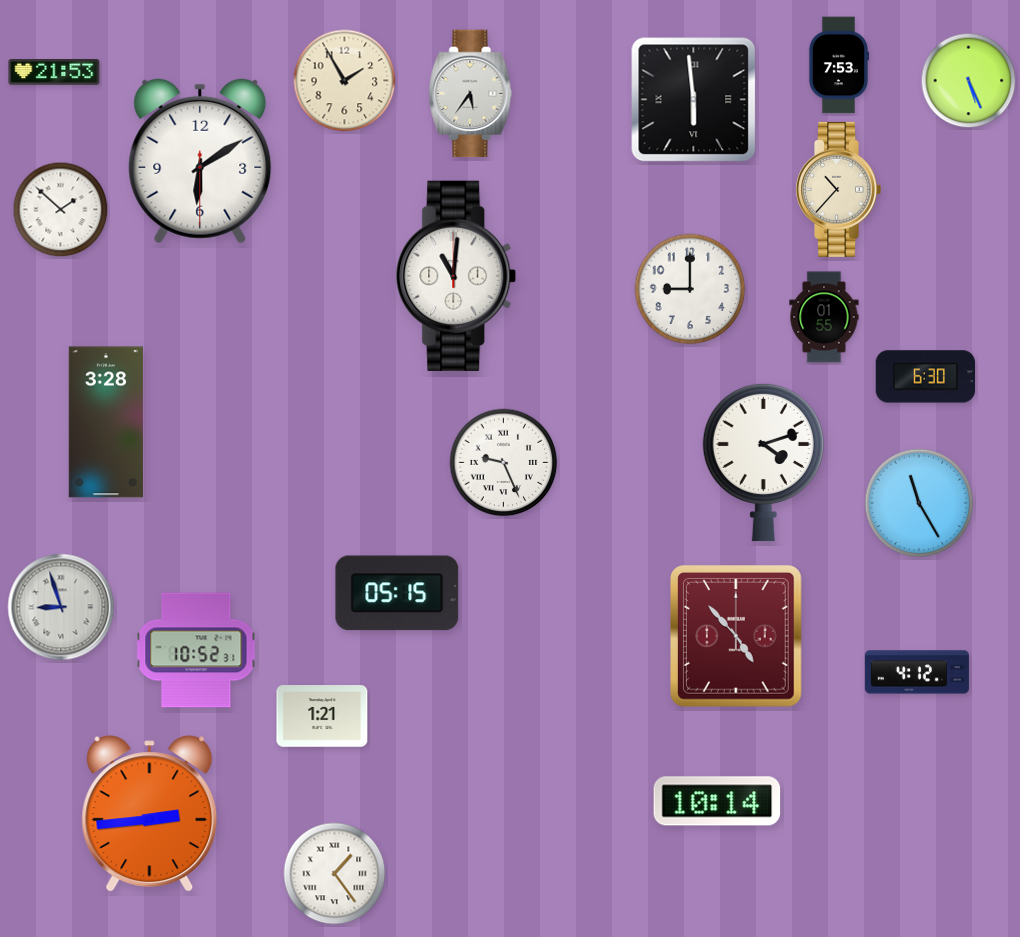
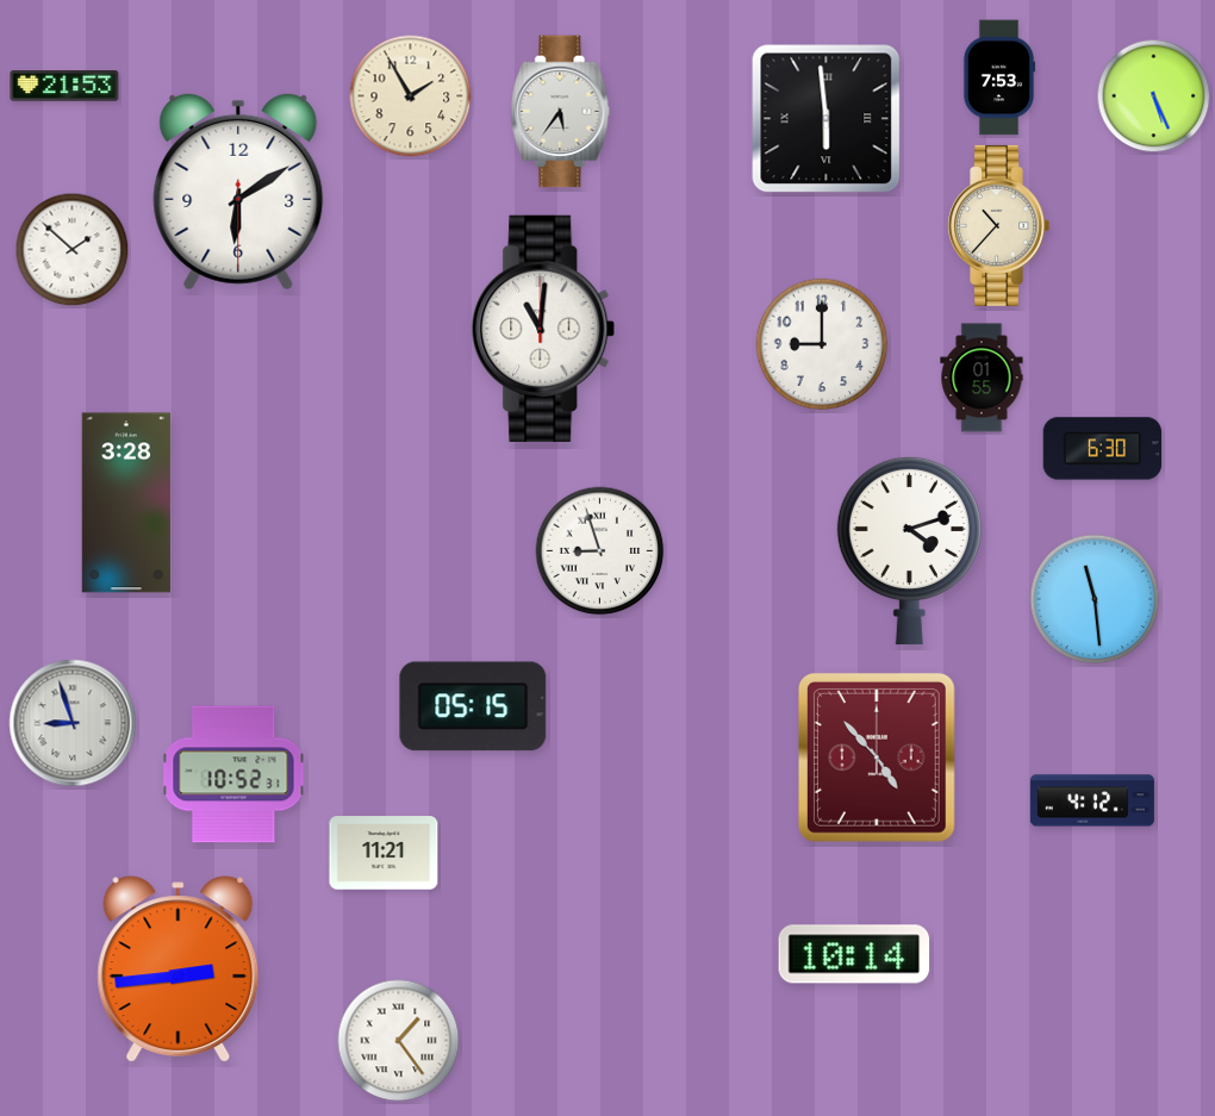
clock at (504, 463): 9:26 -> 8:57
clock at (919, 503): 11:25 -> 11:29
clock at (322, 716): 1:21 -> 11:21
